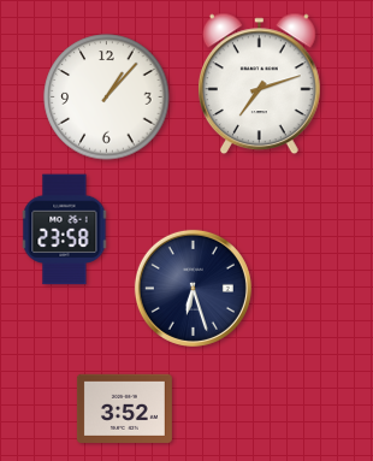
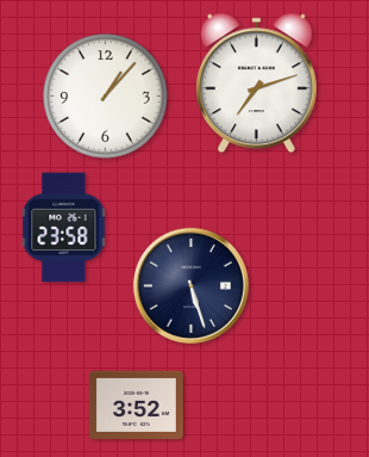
clock at (193, 288): 6:27 -> 5:27
clock at (124, 408) position: (124, 408) -> (136, 404)
